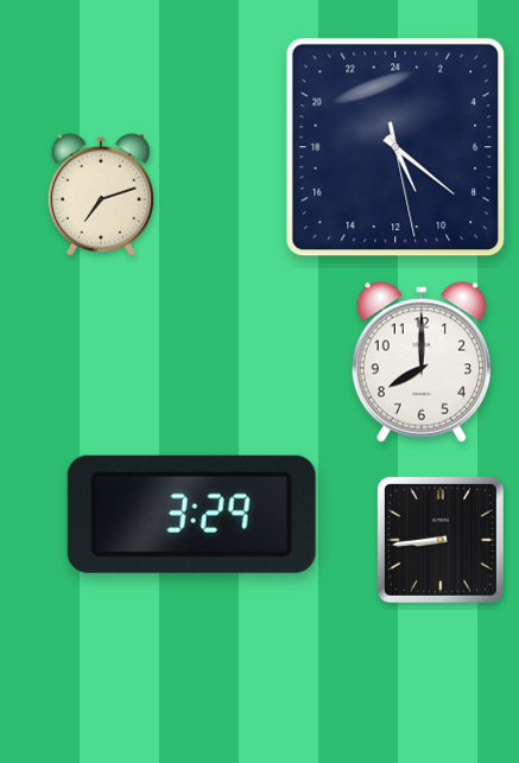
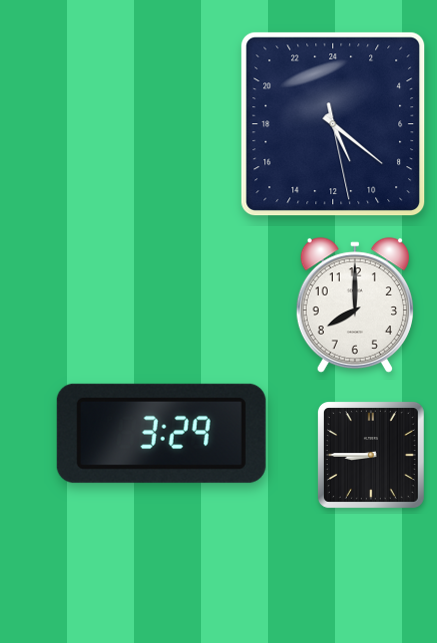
clock at (100, 195): 7:12 -> none
clock at (441, 540): 8:44 -> 8:45
